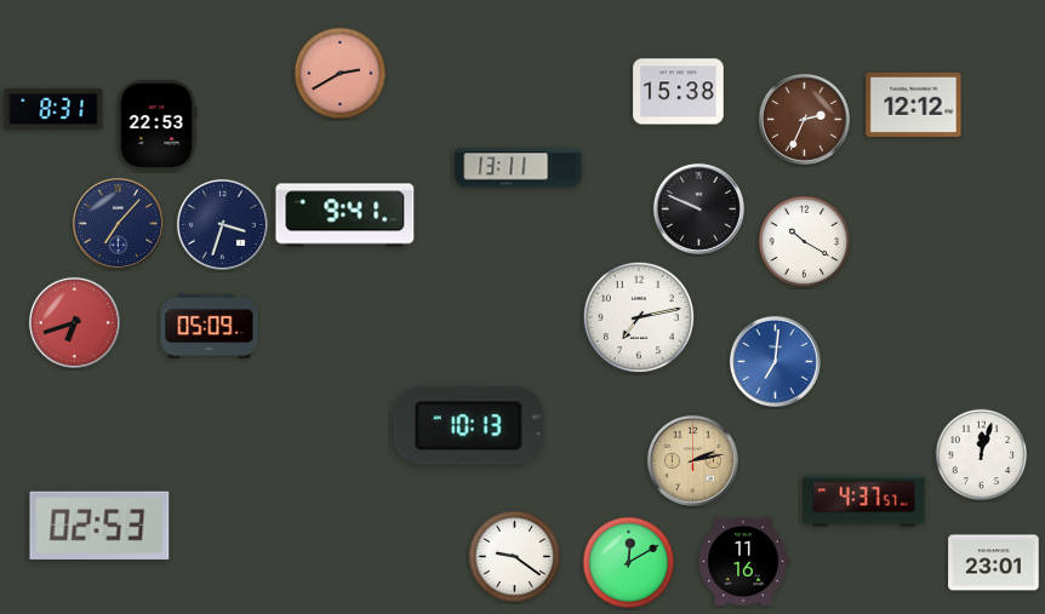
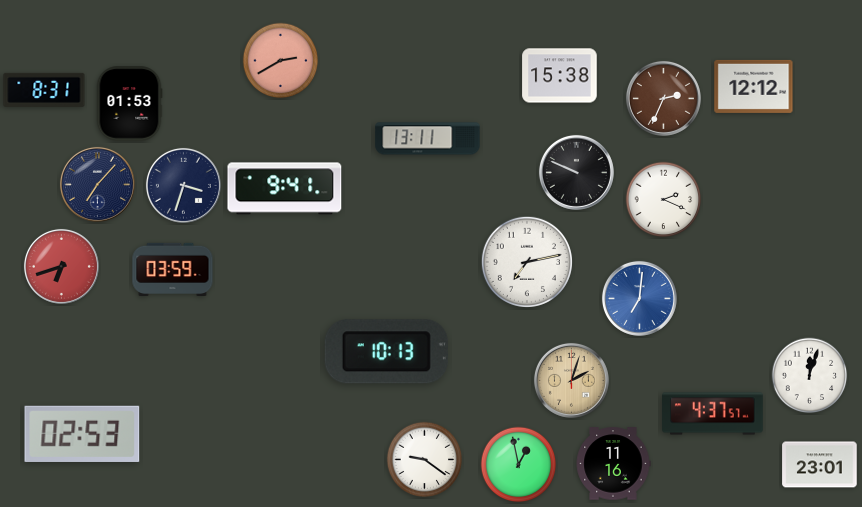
clock at (156, 126): 22:53 -> 01:53
clock at (346, 216) position: (346, 216) -> (285, 189)
clock at (805, 242): 10:20 -> 2:19
clock at (210, 326): 05:09 -> 03:59
clock at (692, 460): 2:13 -> 2:03
clock at (629, 563): 12:10 -> 12:58
